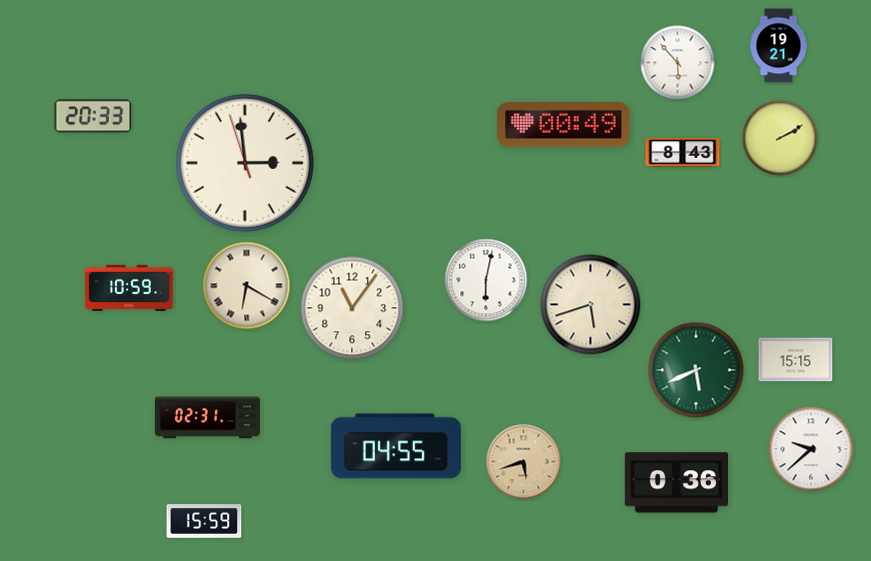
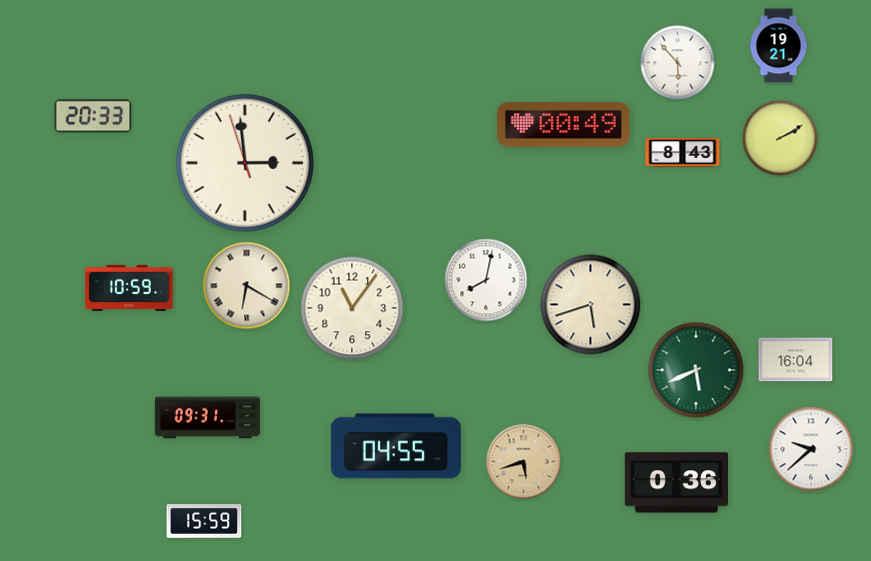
clock at (486, 280): 6:02 -> 8:02
clock at (796, 360): 15:15 -> 16:04
clock at (207, 418): 02:31 -> 09:31
